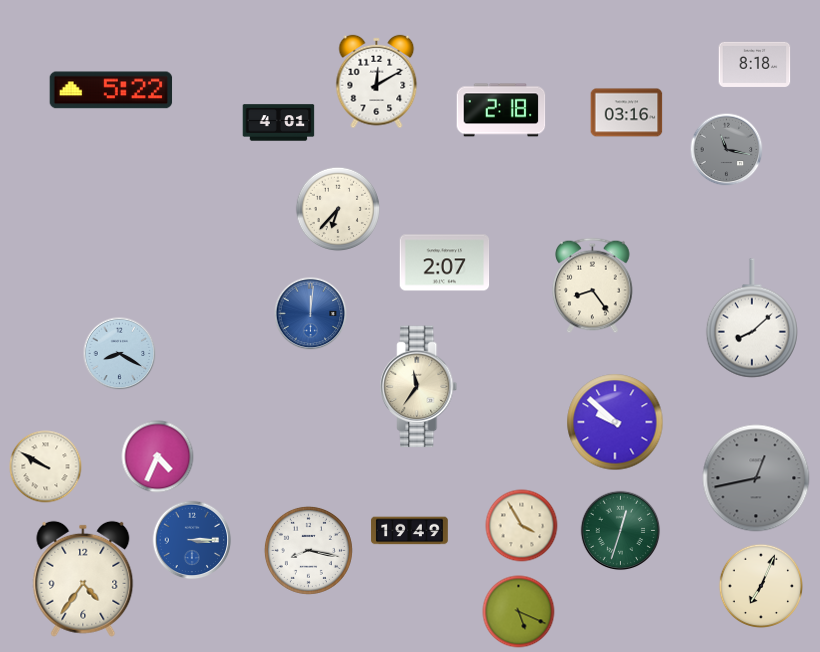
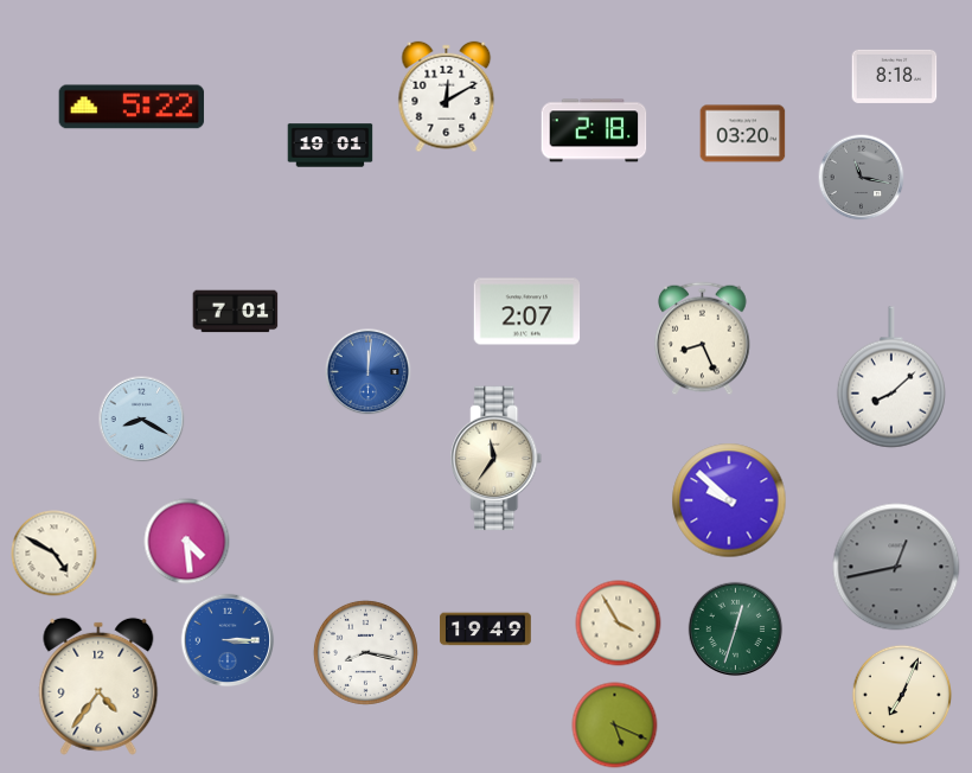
clock at (627, 113): 03:16 -> 03:20
clock at (279, 123): 4:01 -> 19:01
clock at (338, 209): 6:37 -> none
clock at (236, 312): none -> 7:01
clock at (593, 286): 8:24 -> 8:26
clock at (158, 457): 4:34 -> 4:29
clock at (46, 467): 9:50 -> 4:50
